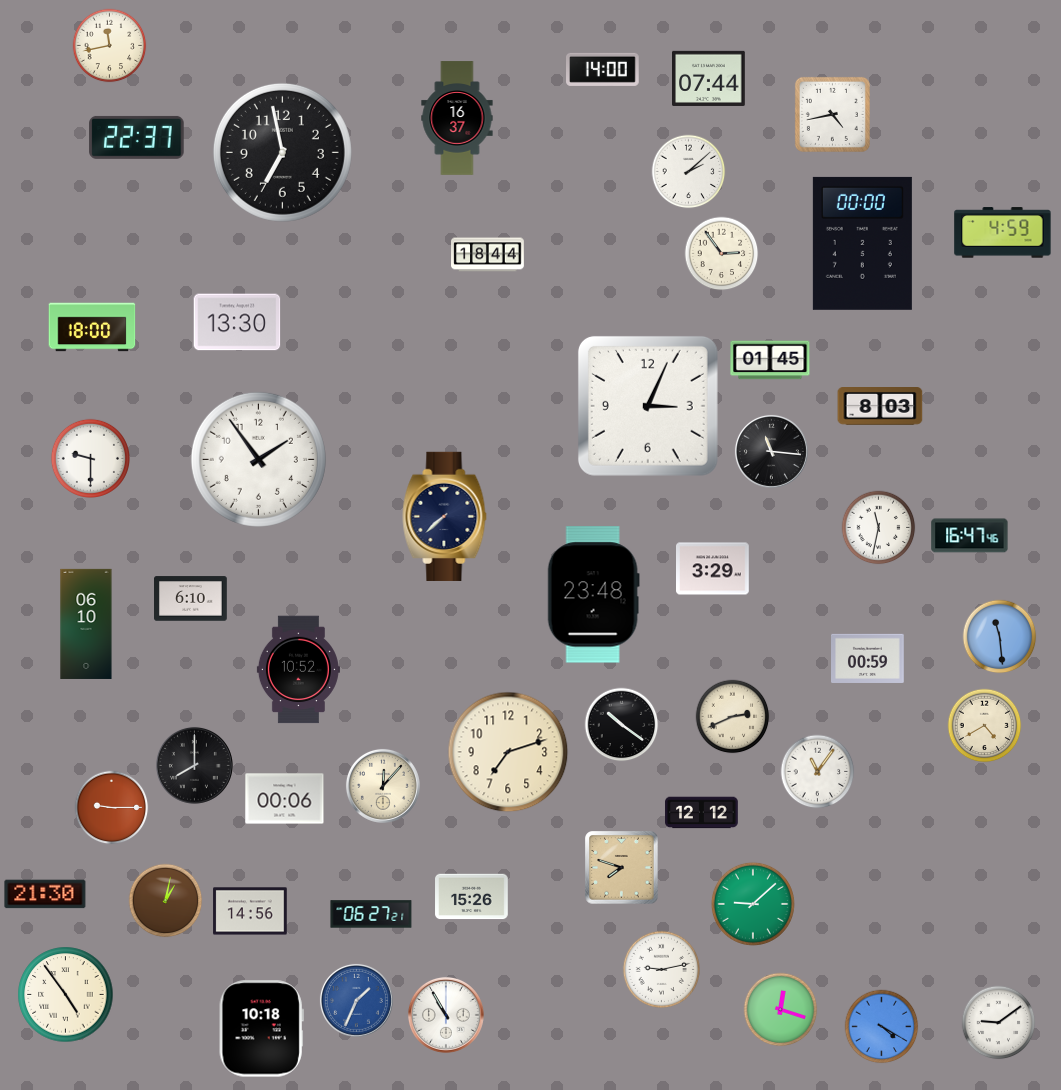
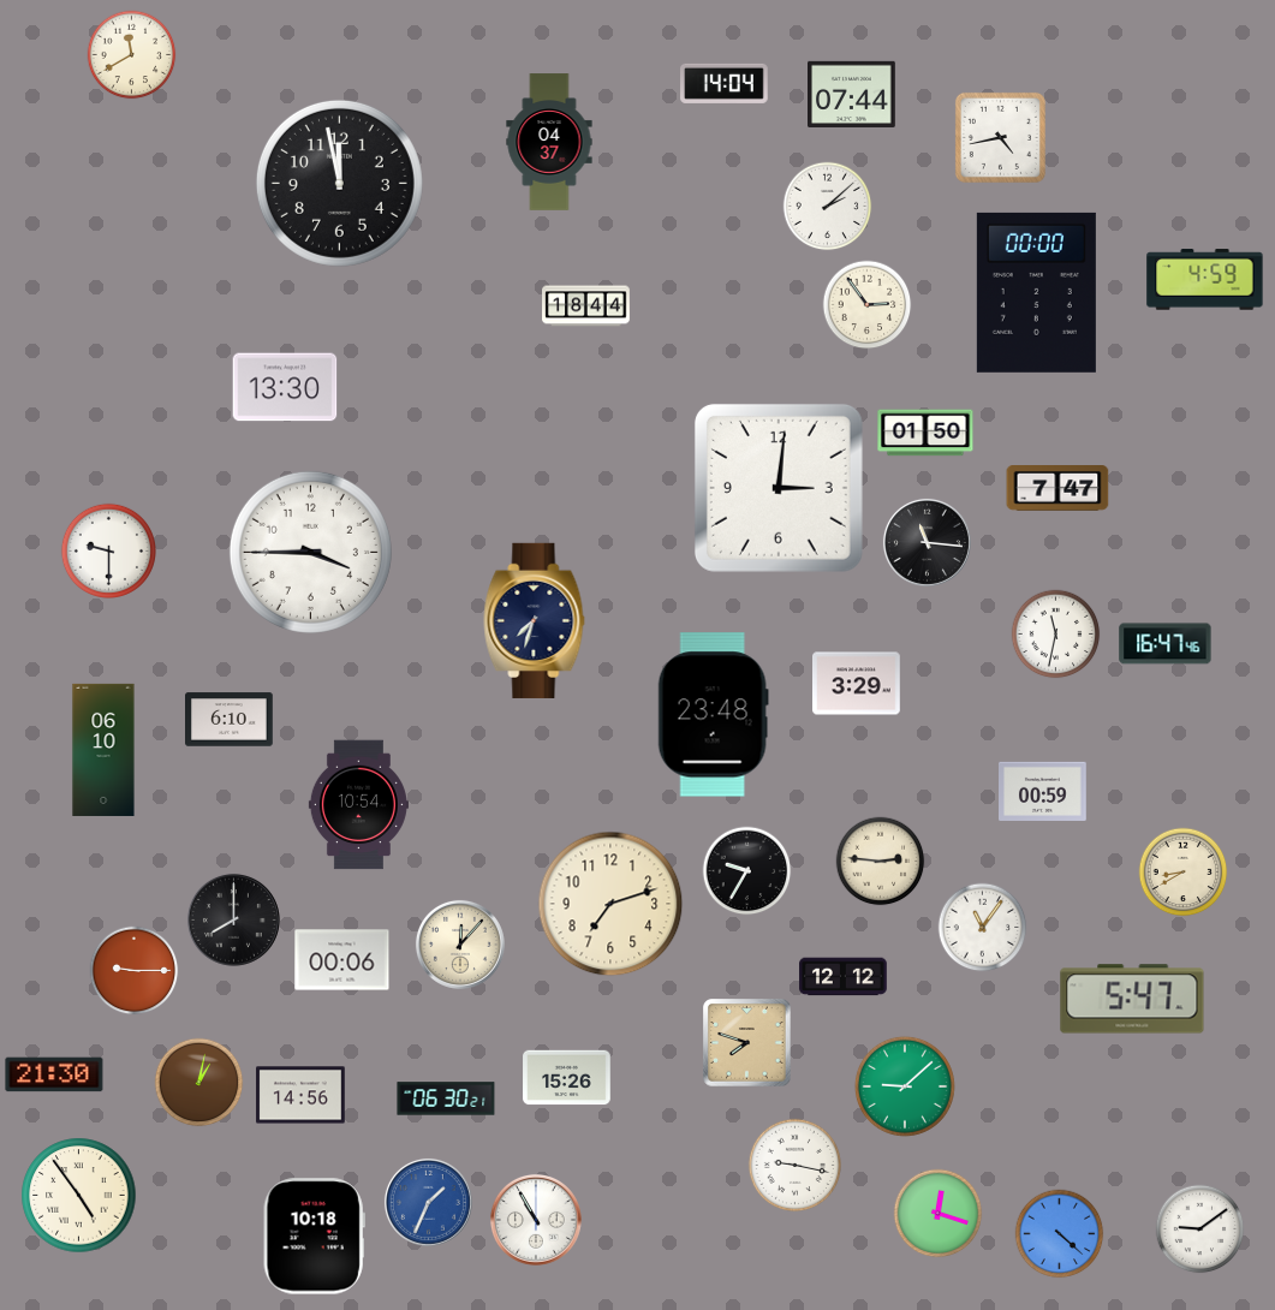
clock at (110, 46): 11:43 -> 11:40
clock at (603, 69): 14:00 -> 14:04
clock at (457, 118): 16:37 -> 04:37
clock at (137, 137): 22:37 -> none
clock at (282, 152): 6:58 -> 11:58
clock at (92, 327): 18:00 -> none
clock at (770, 360): 01:45 -> 01:50
clock at (648, 406): 3:04 -> 3:01
clock at (880, 407): 8:03 -> 7:47
clock at (258, 459): 1:54 -> 3:45
clock at (445, 516): 7:38 -> 7:33
clock at (1000, 637): 11:29 -> none
clock at (298, 670): 10:52 -> 10:54
clock at (733, 717): 2:41 -> 2:46
clock at (622, 725): 10:21 -> 9:35
clock at (985, 726): 4:40 -> 8:40
clock at (1132, 999): none -> 5:47
clock at (371, 914): 06:27 -> 06:30
clock at (661, 969): 9:13 -> 9:17
clock at (882, 1027): 4:20 -> 4:22
